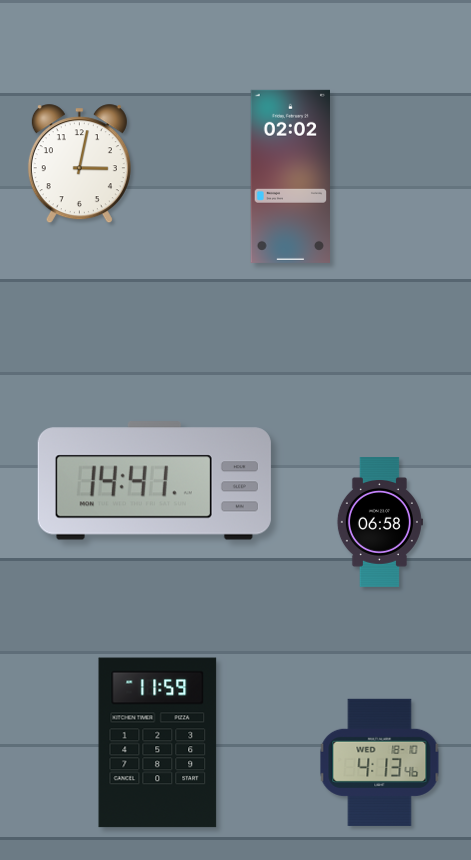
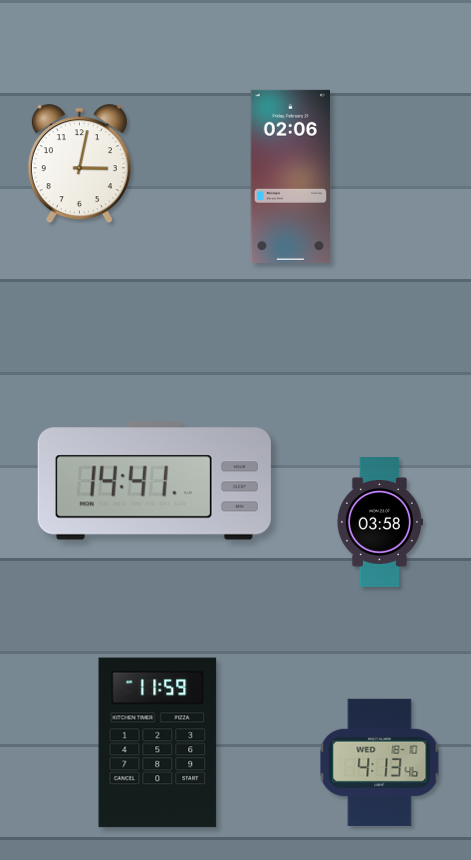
clock at (290, 176): 02:02 -> 02:06
clock at (379, 523): 06:58 -> 03:58
